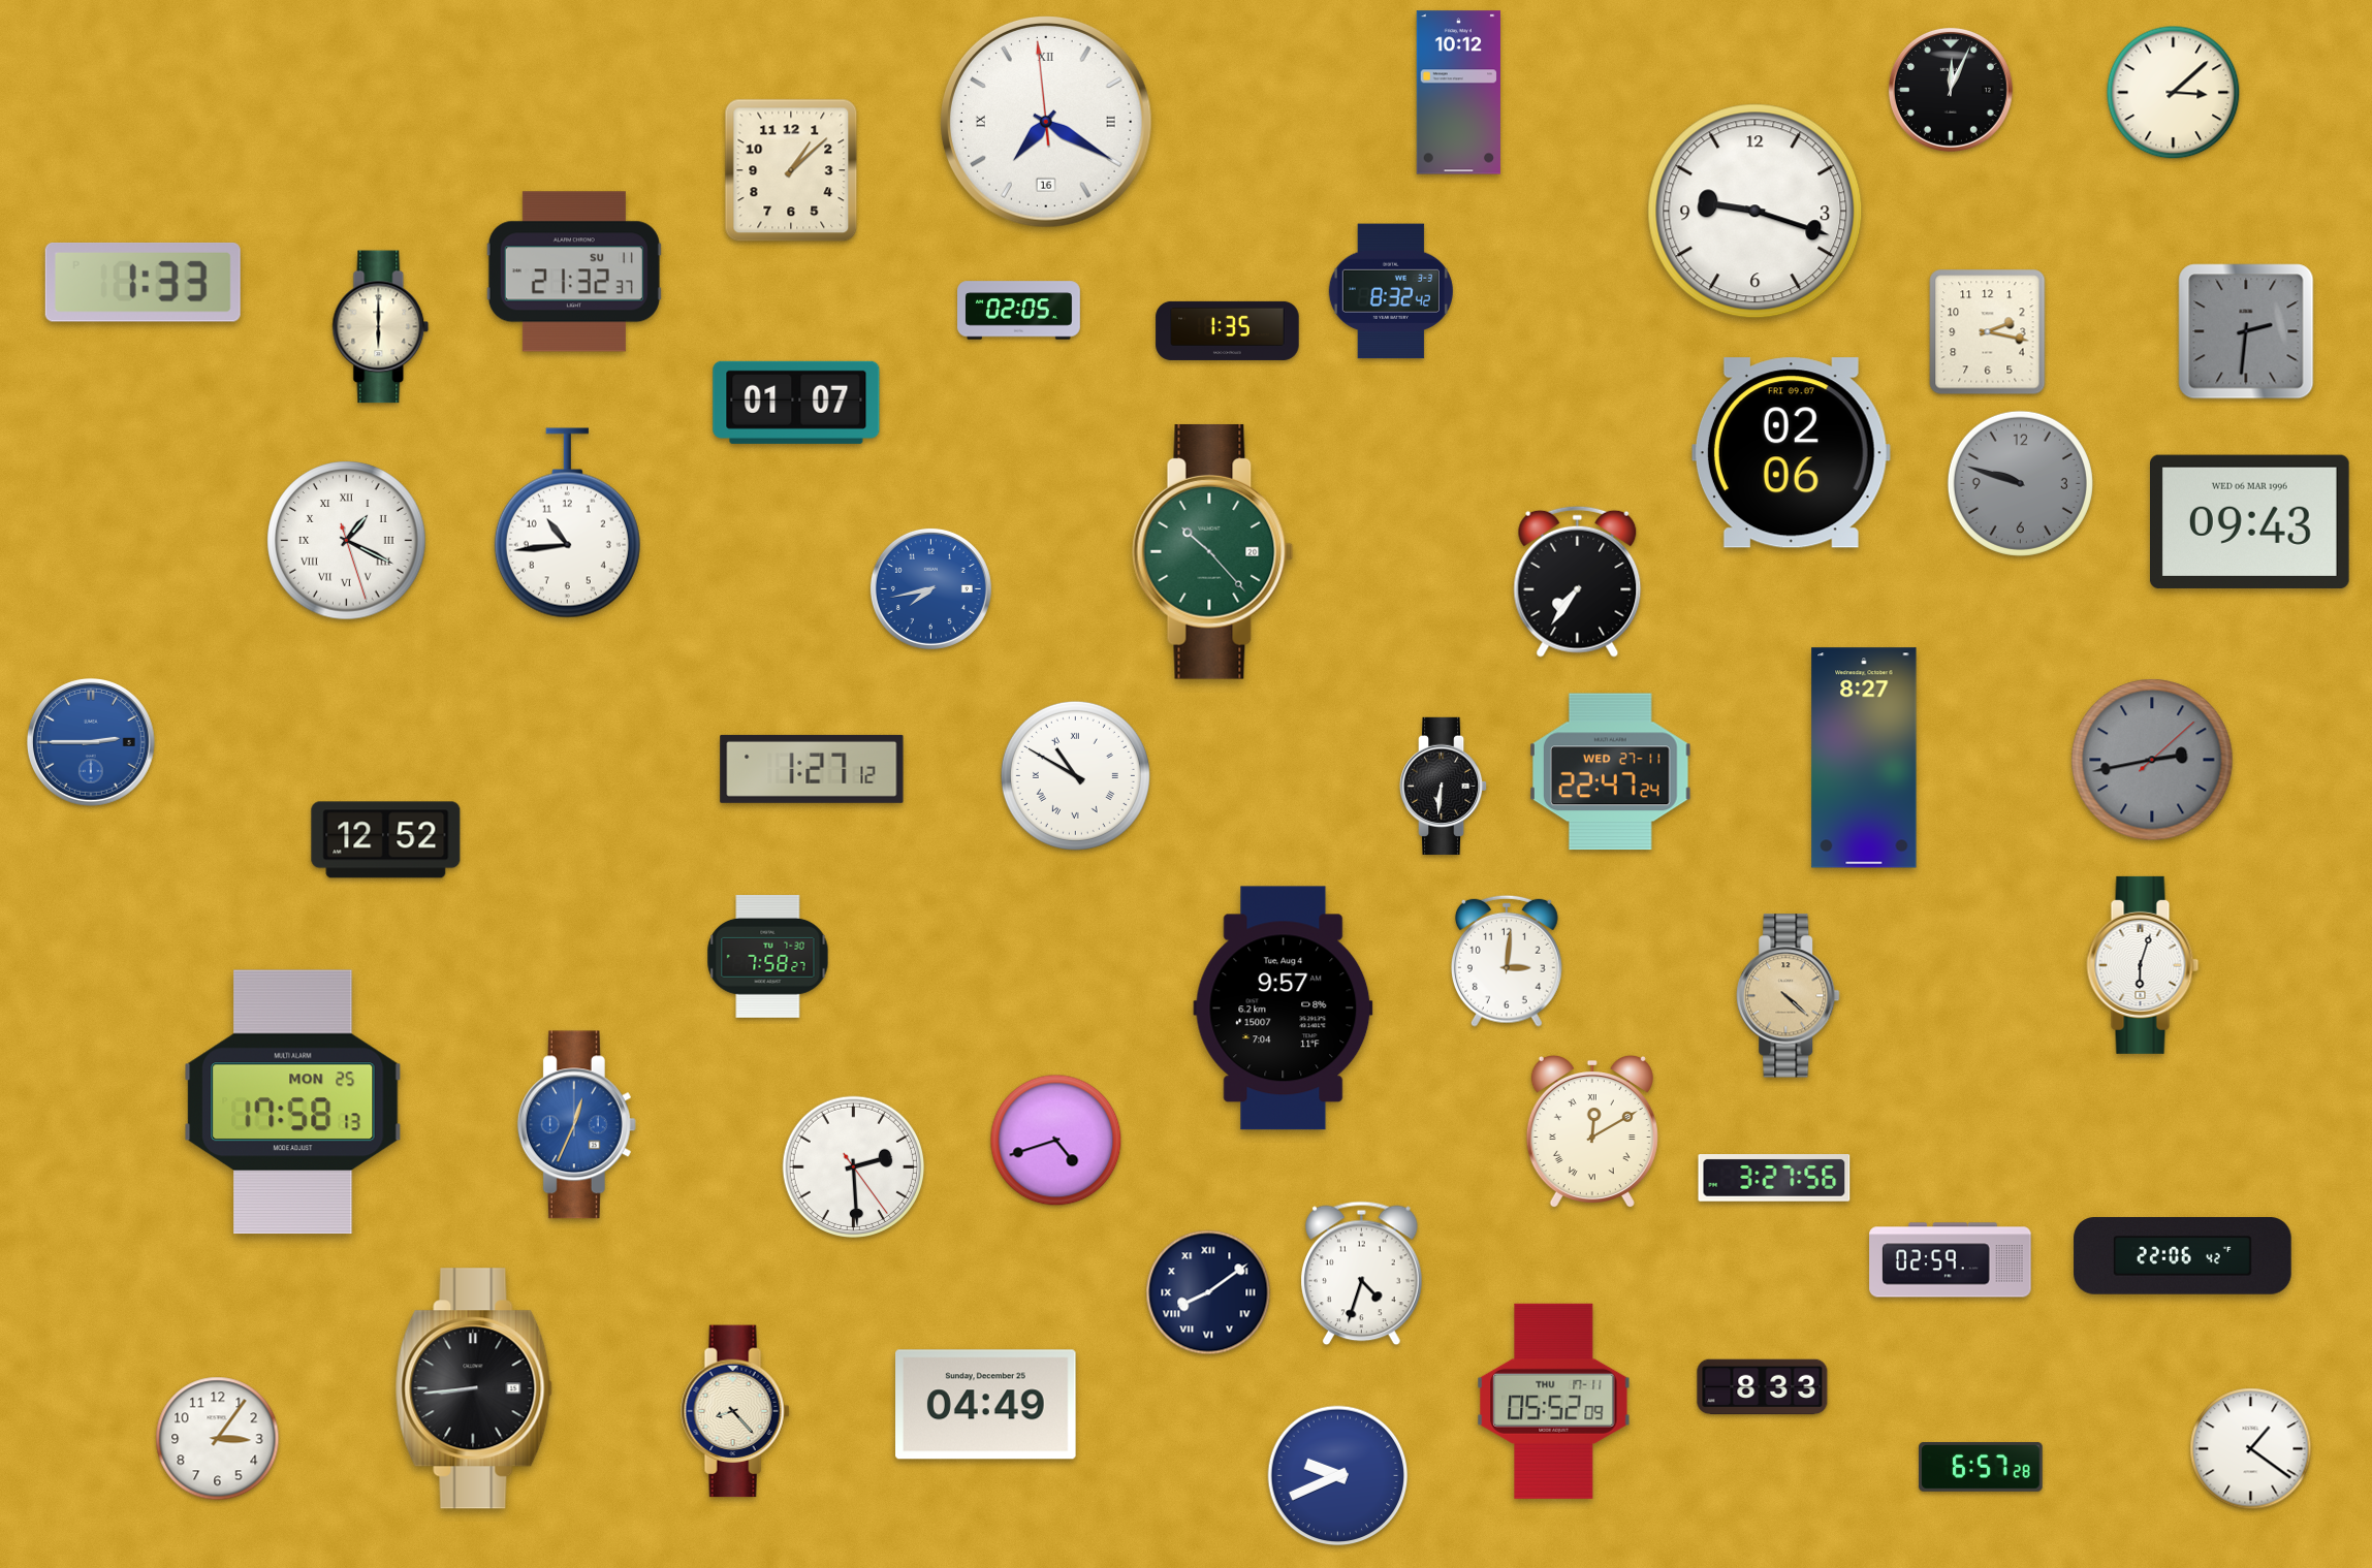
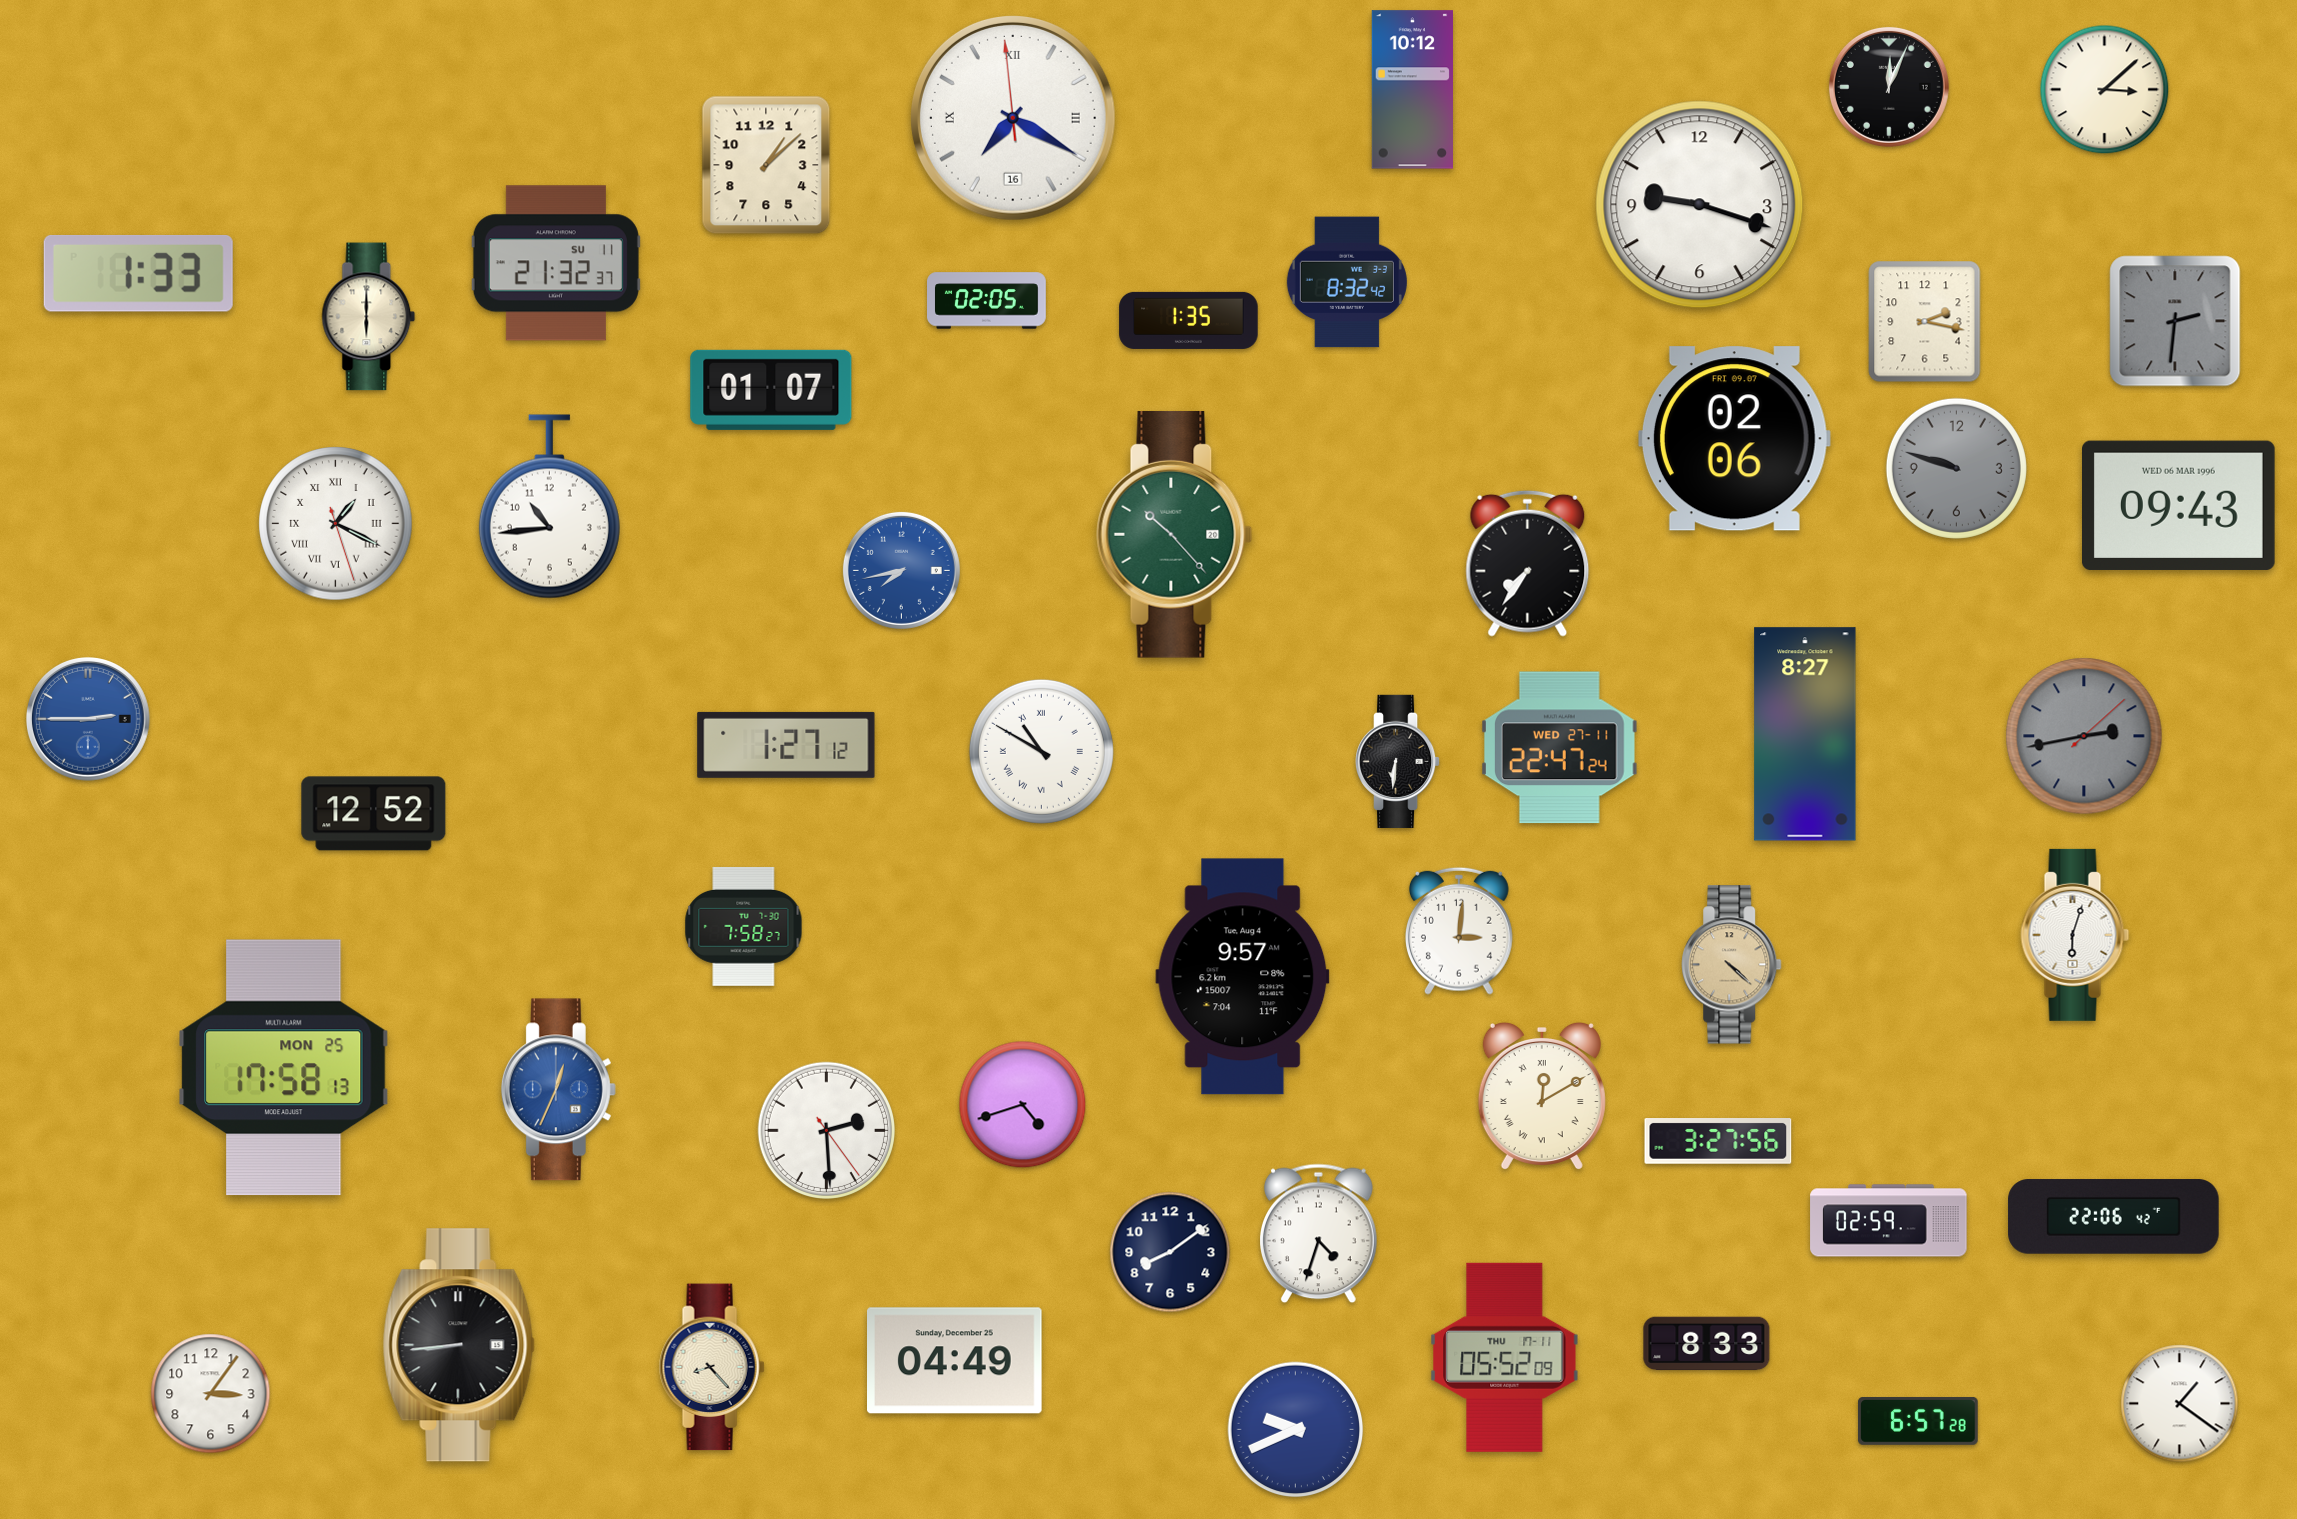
clock at (1208, 1292) numerals: Roman -> Arabic
